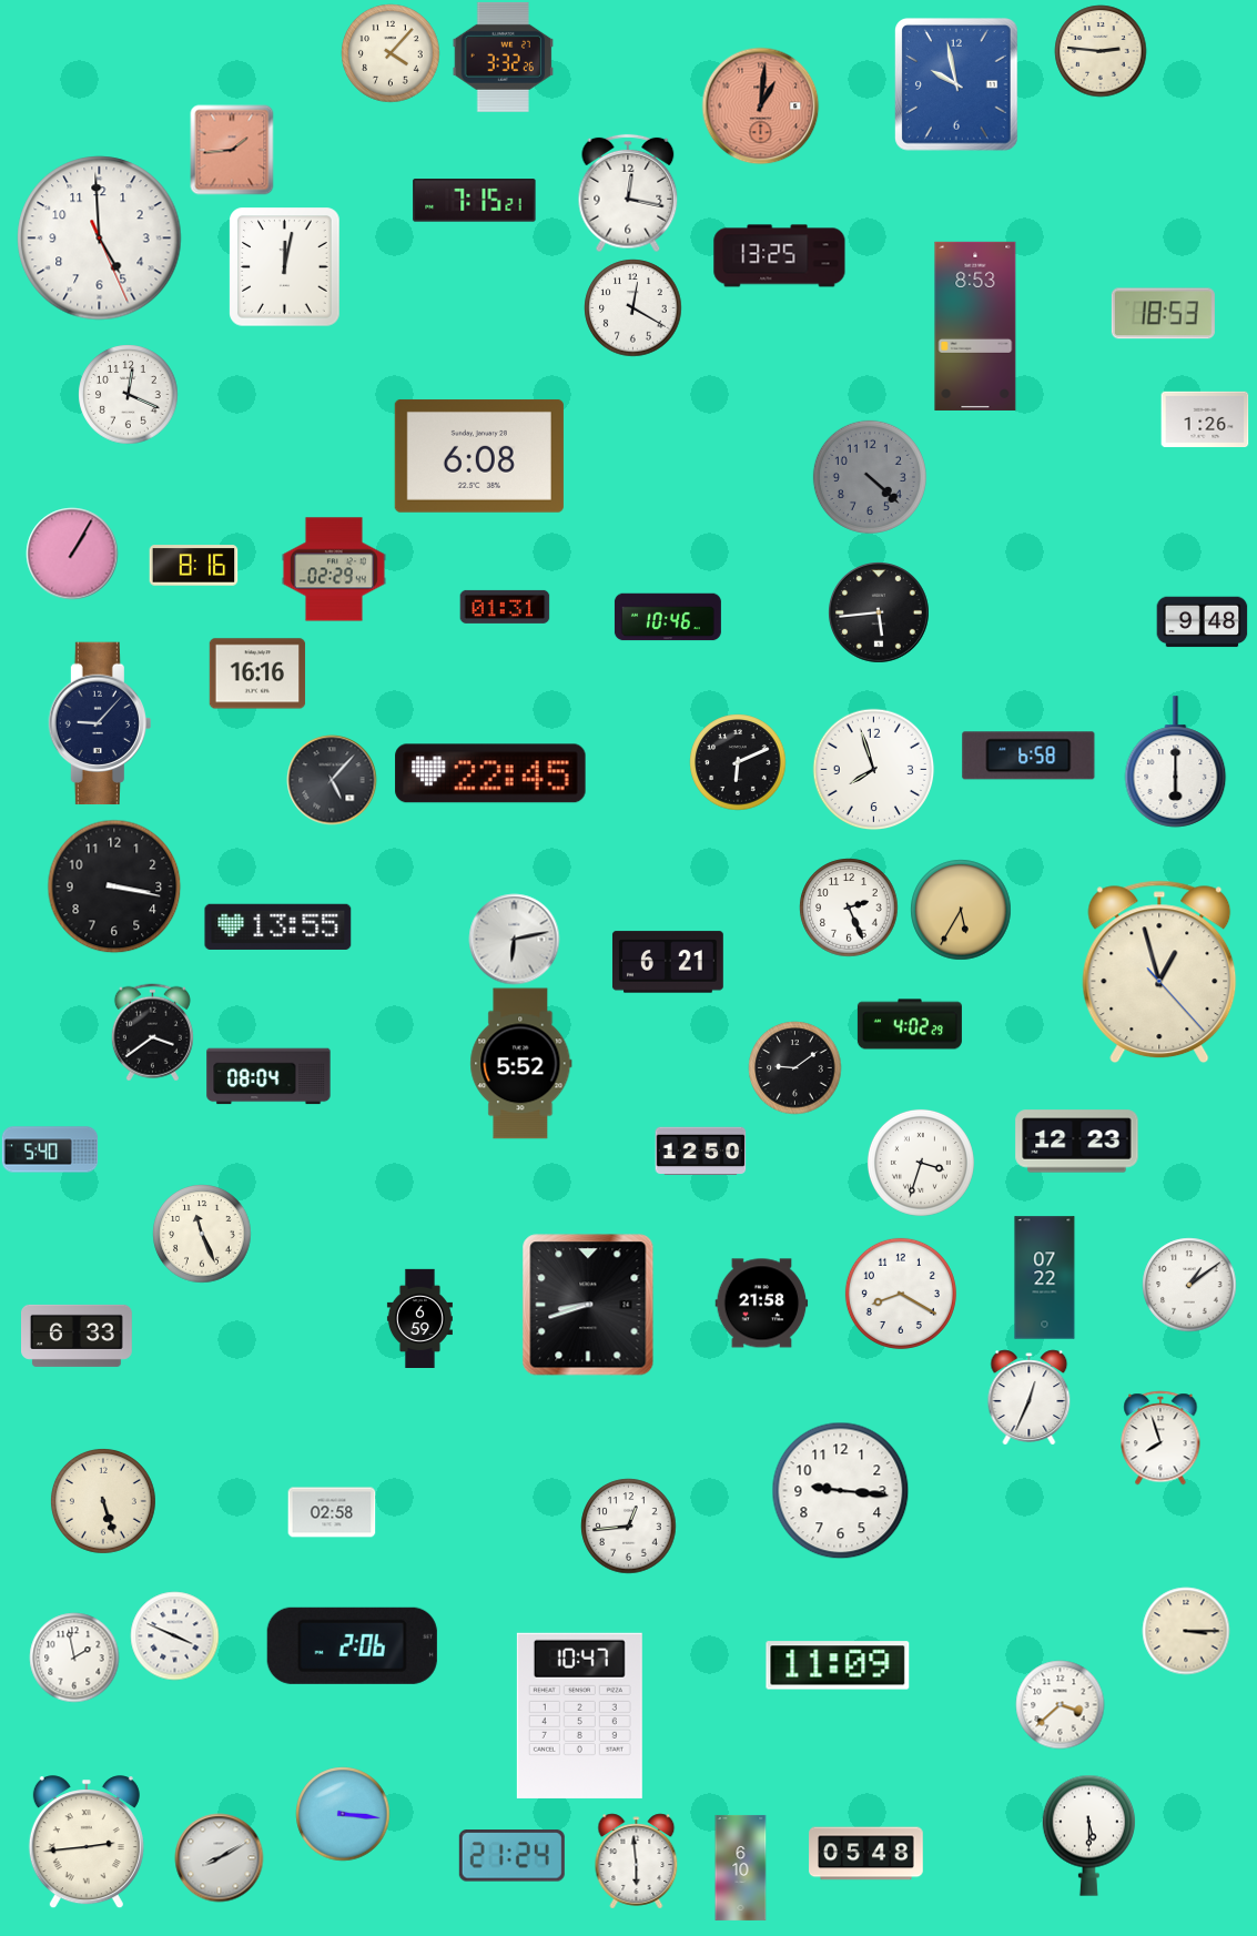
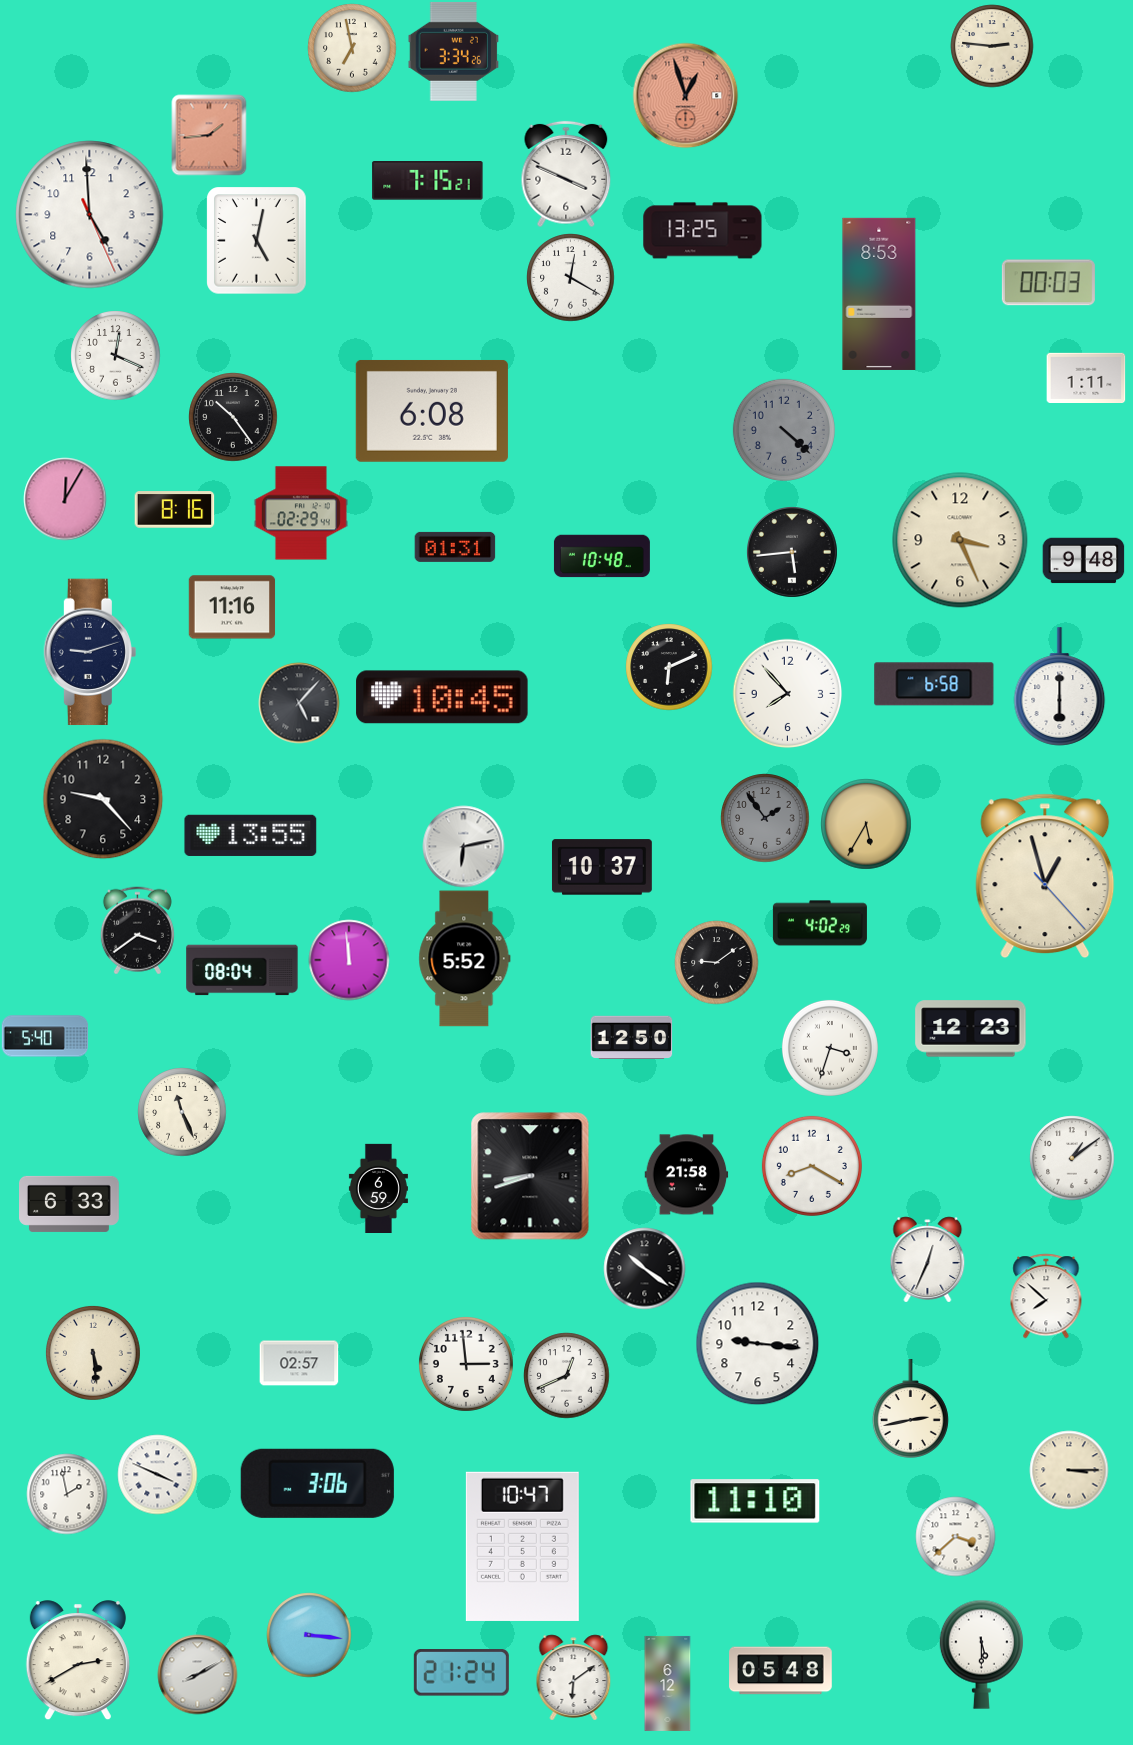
clock at (391, 53): 4:07 -> 6:58
clock at (504, 57): 3:32 -> 3:34
clock at (957, 84): 9:58 -> none
clock at (760, 105): 1:01 -> 12:57
clock at (628, 193): 12:17 -> 3:49
clock at (285, 267): 12:02 -> 5:02
clock at (1163, 314): 18:53 -> 00:03
clock at (1205, 418): 1:26 -> 1:11
clock at (233, 417): none -> 10:24
clock at (72, 554): 1:05 -> 12:05
clock at (960, 540): none -> 3:26
clock at (668, 617): 10:46 -> 10:48
clock at (257, 673): 16:16 -> 11:16
clock at (100, 723): 9:07 -> 9:12
clock at (1028, 756) position: (1028, 756) -> (934, 684)
clock at (738, 762) position: (738, 762) -> (669, 667)
clock at (873, 769): 7:57 -> 7:53
clock at (490, 773): 22:45 -> 10:45
clock at (114, 886): 3:17 -> 9:23
clock at (849, 908): 2:26 -> 1:54
clock at (849, 908) dial: white -> grey
clock at (961, 910) position: (961, 910) -> (866, 824)
clock at (668, 962): 6:21 -> 10:37
clock at (521, 1064) position: (521, 1064) -> (465, 959)
clock at (349, 960): none -> 11:59
clock at (1045, 1278): 07:22 -> none
clock at (644, 1268): none -> 10:21
clock at (1160, 1438): 7:57 -> 7:52
clock at (103, 1501): 5:27 -> 5:29
clock at (332, 1512): 02:58 -> 02:57
clock at (466, 1364): none -> 2:59
clock at (628, 1526): 12:44 -> 12:41
clock at (910, 1408): none -> 2:43
clock at (352, 1645): 2:06 -> 3:06
clock at (838, 1665): 11:09 -> 11:10
clock at (87, 1842): 2:44 -> 2:40
clock at (637, 1861): 5:59 -> 6:09
clock at (741, 1867): 6:10 -> 6:12
